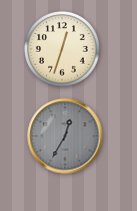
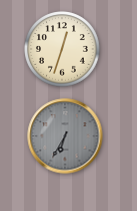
clock at (65, 136): 12:35 -> 6:35
